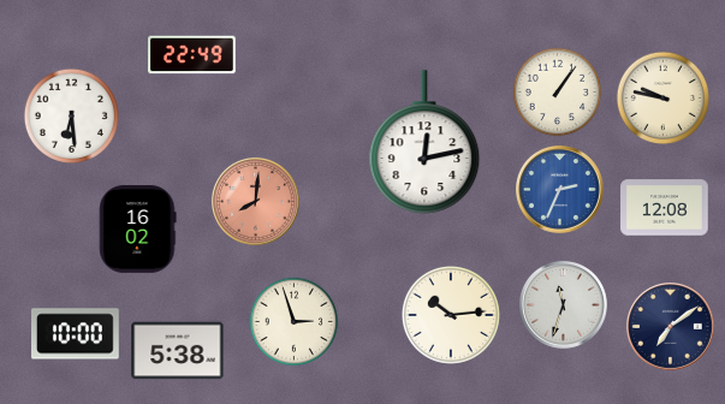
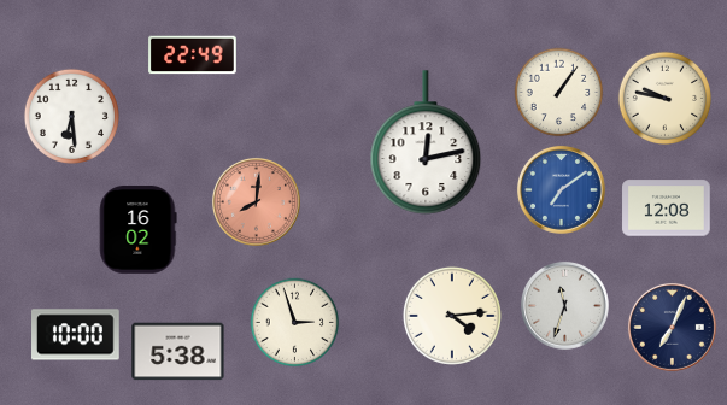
clock at (559, 189): 2:34 -> 7:09
clock at (451, 315): 10:14 -> 4:14
clock at (670, 326): 7:09 -> 7:04
